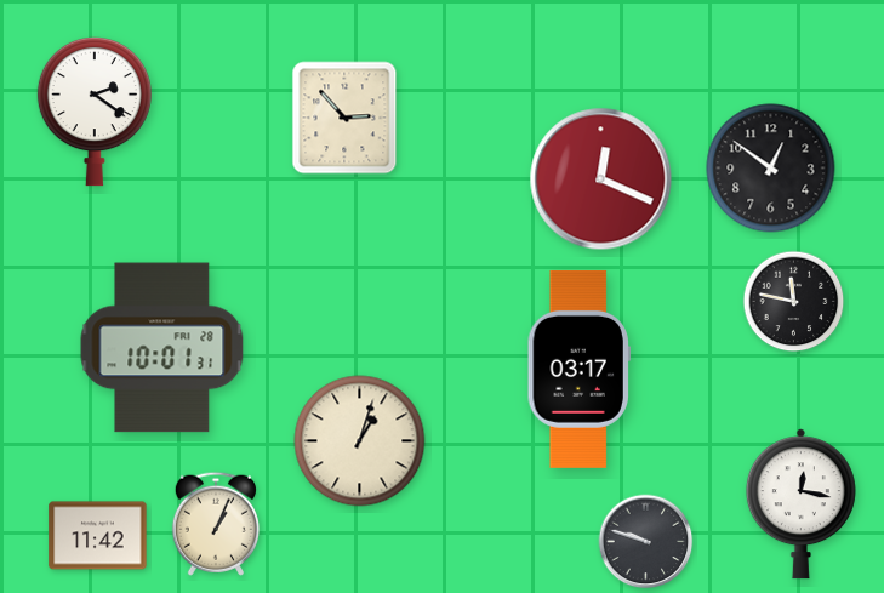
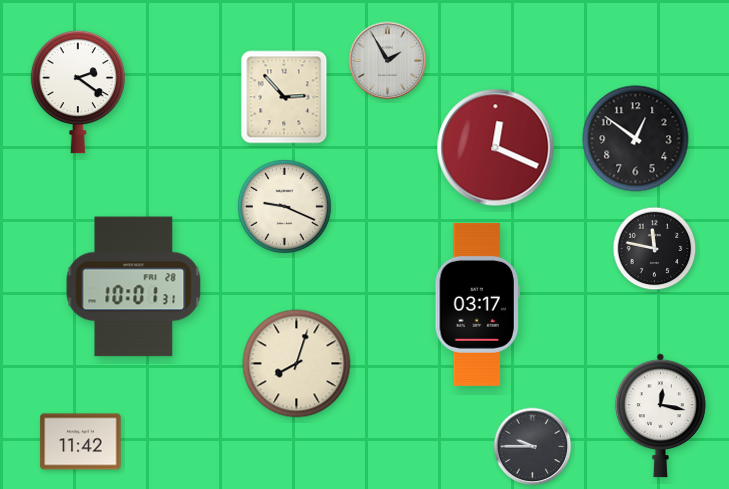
clock at (388, 61): none -> 1:55
clock at (284, 206): none -> 9:19
clock at (360, 441): 1:03 -> 8:03
clock at (216, 524): 1:04 -> none
clock at (646, 542): 9:48 -> 9:45
